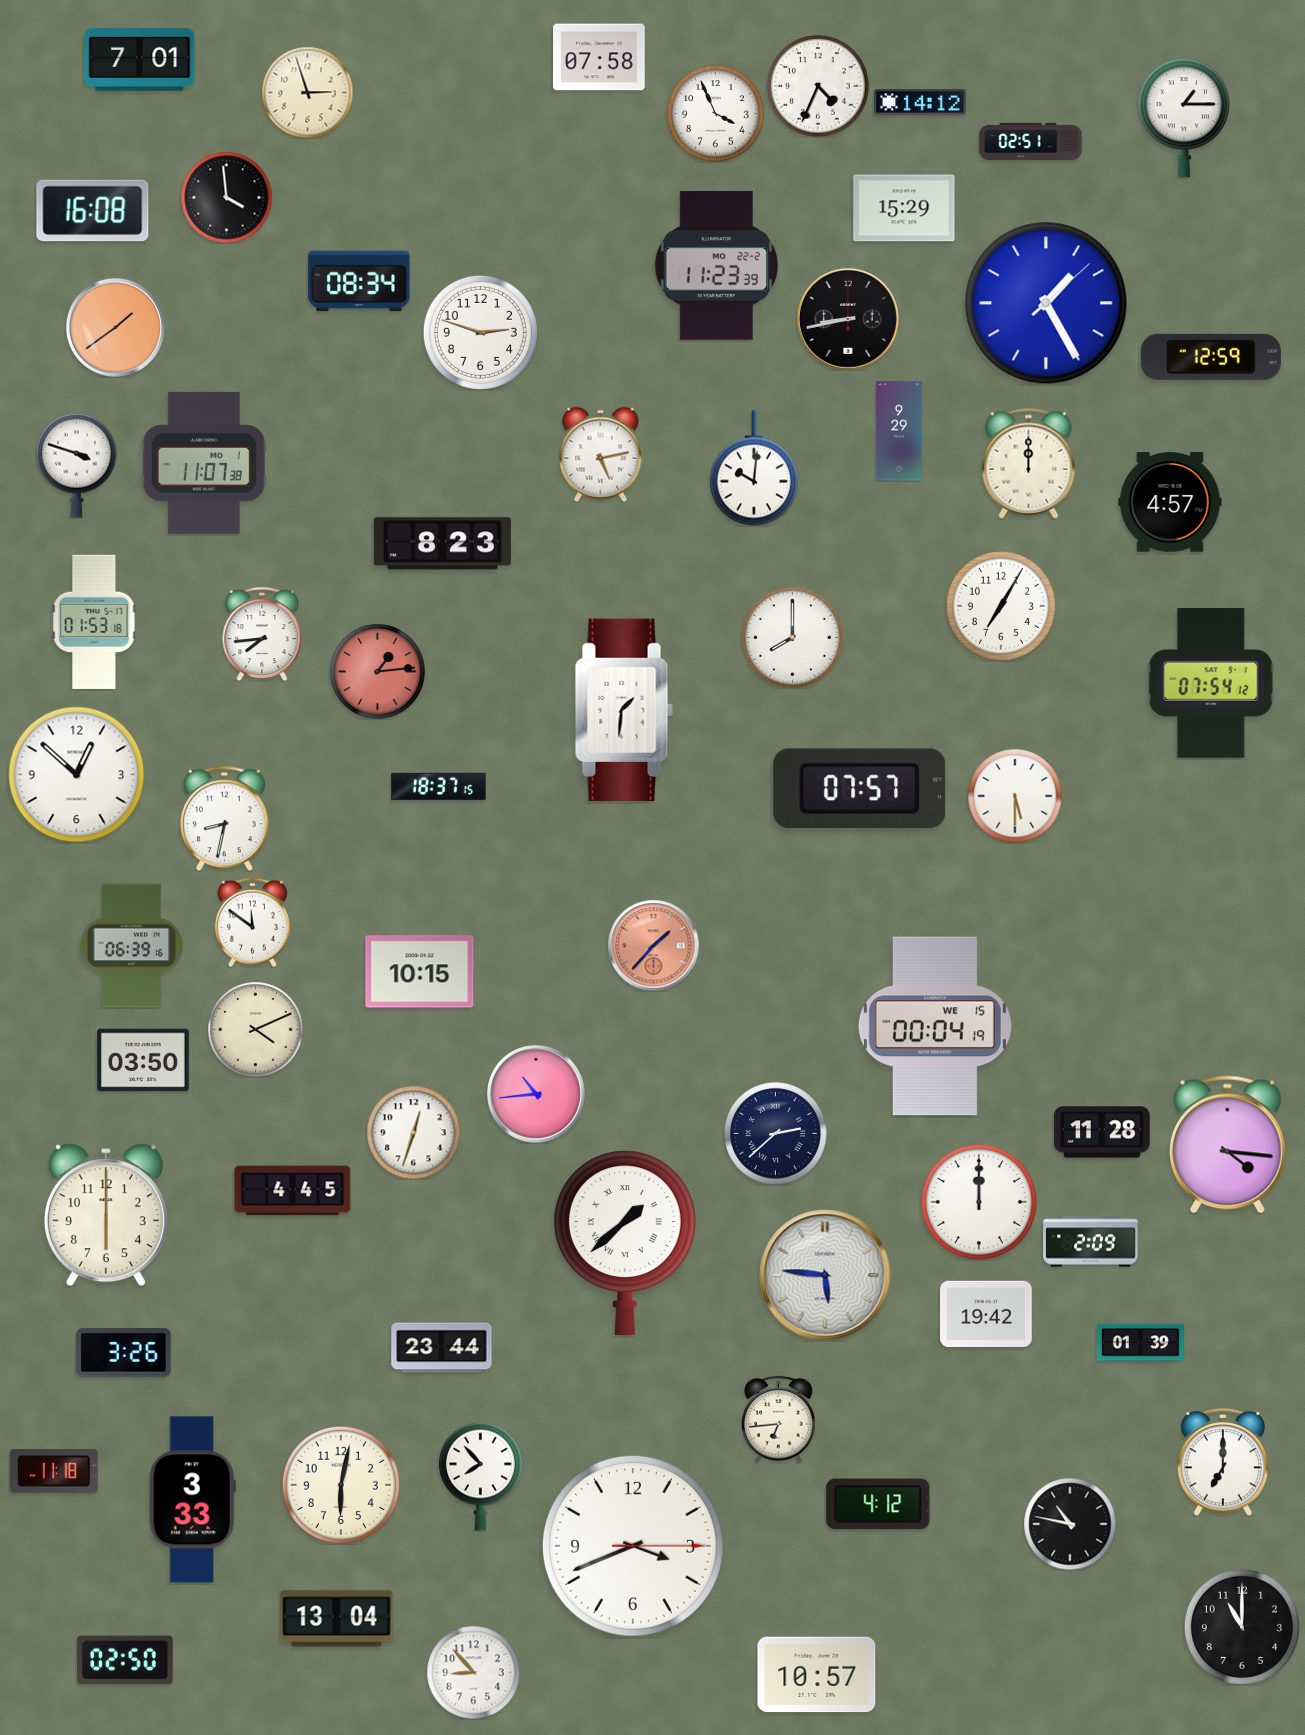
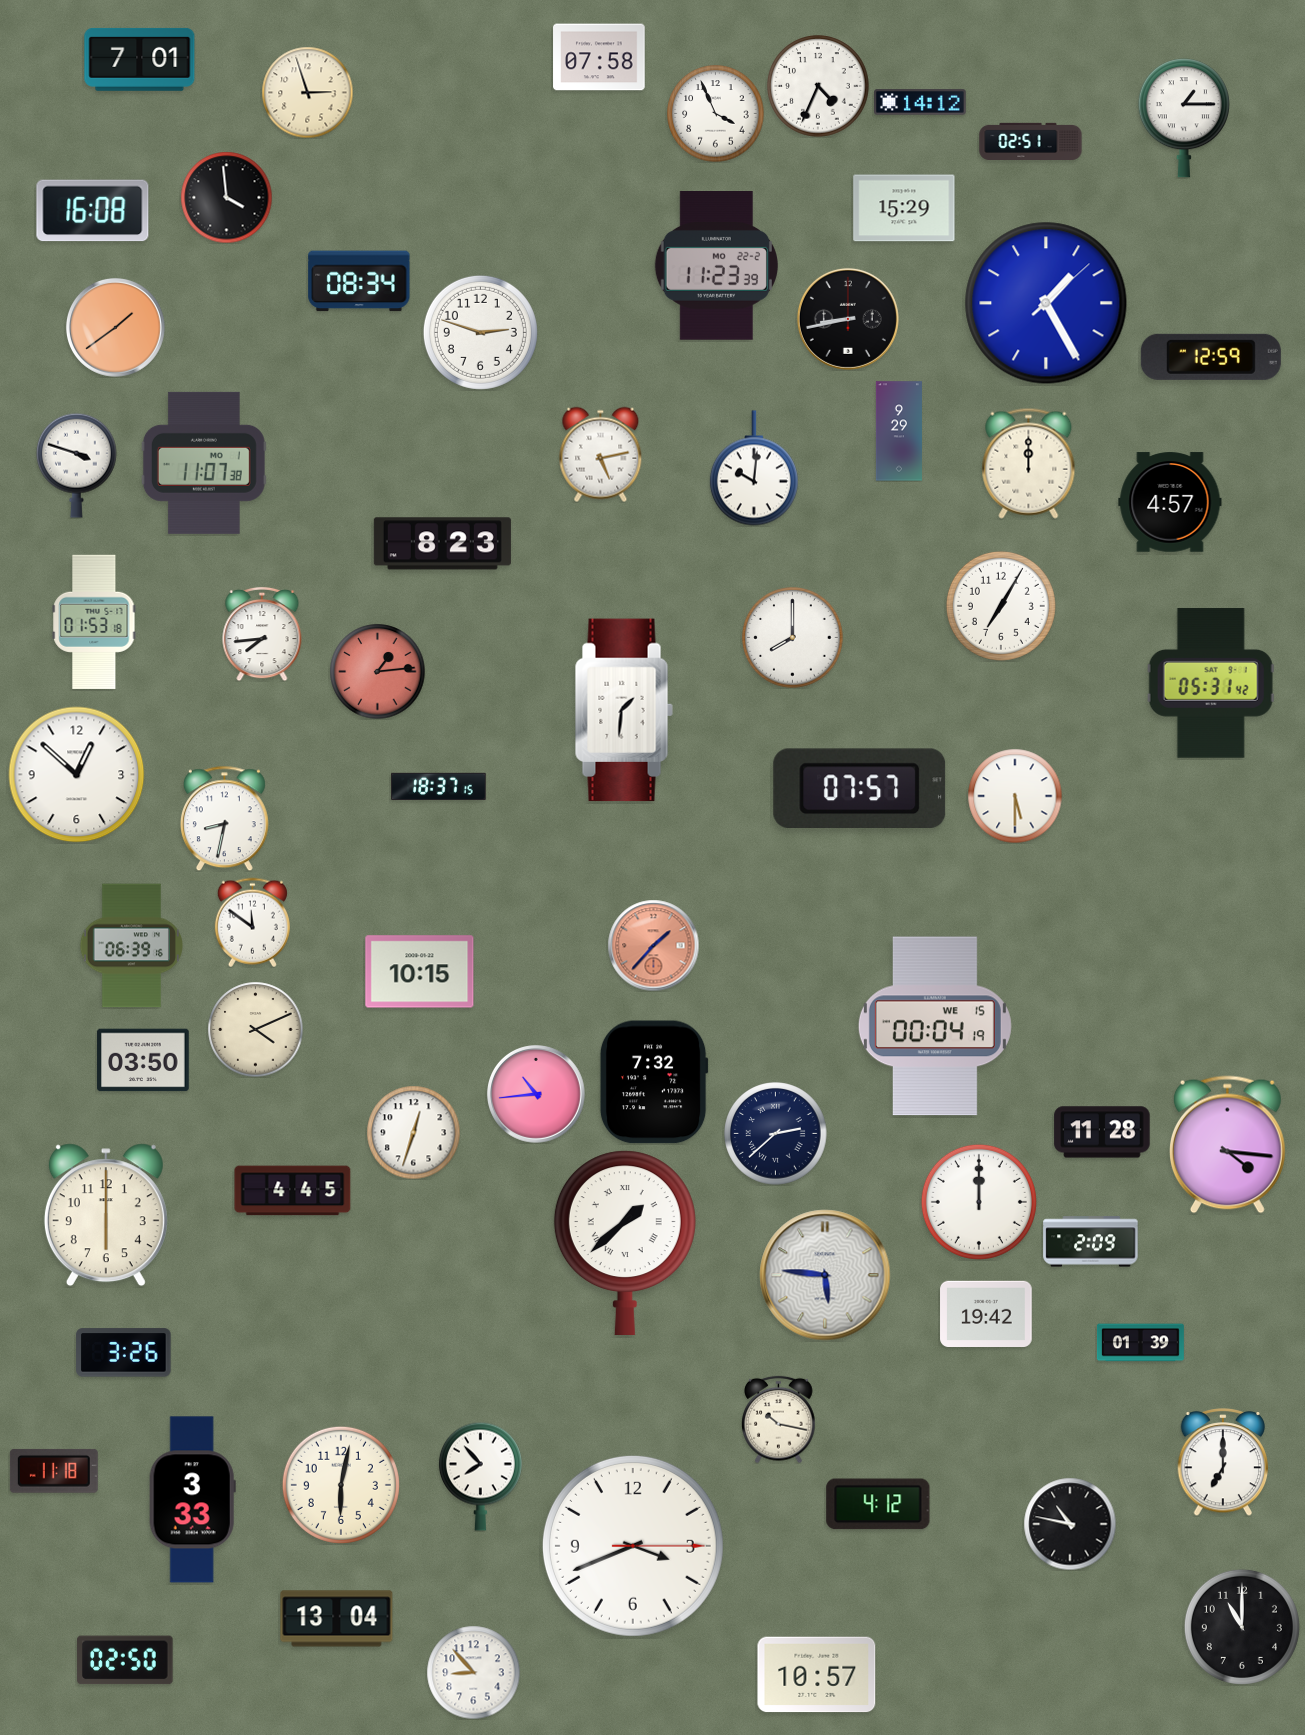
clock at (1211, 683): 07:54 -> 05:31
clock at (654, 1082): none -> 7:32
clock at (442, 1348): 23:44 -> none
clock at (779, 1419): 6:44 -> 10:17
